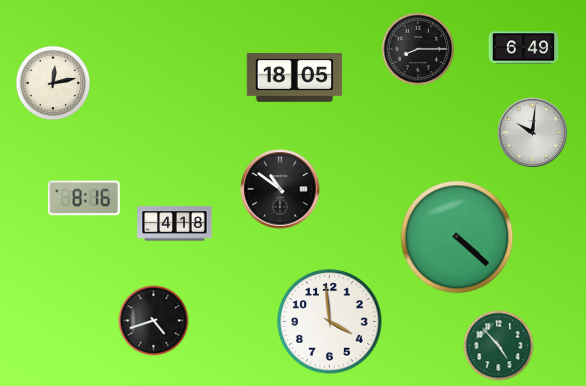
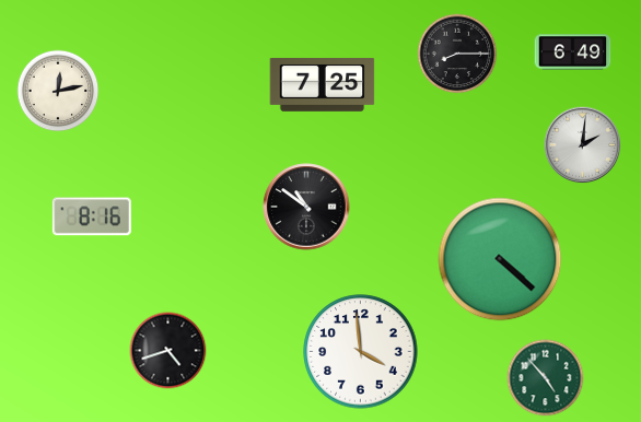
clock at (295, 78): 18:05 -> 7:25
clock at (533, 133): 10:01 -> 2:01
clock at (175, 224): 4:18 -> none
